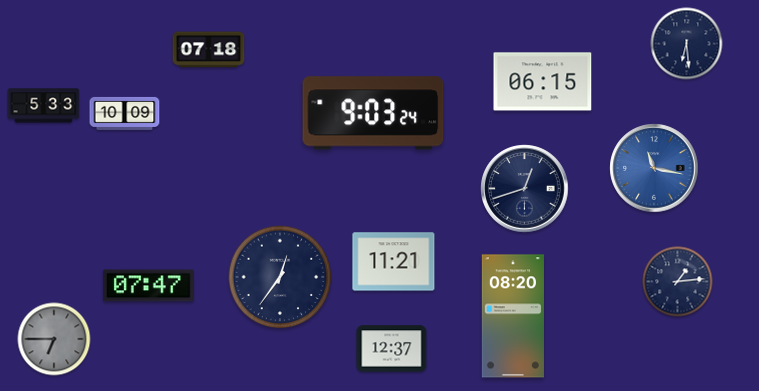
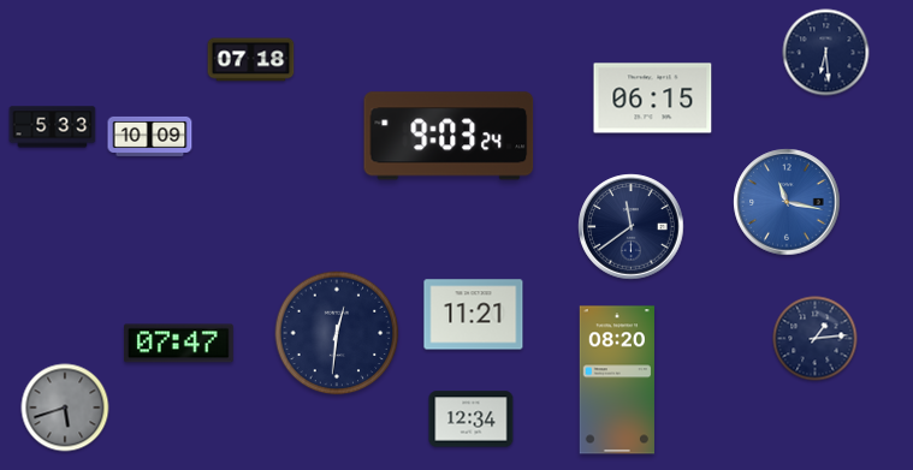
clock at (525, 189): 12:42 -> 11:39
clock at (280, 277): 12:36 -> 12:31
clock at (54, 339): 6:45 -> 5:42
clock at (392, 349): 12:37 -> 12:34
